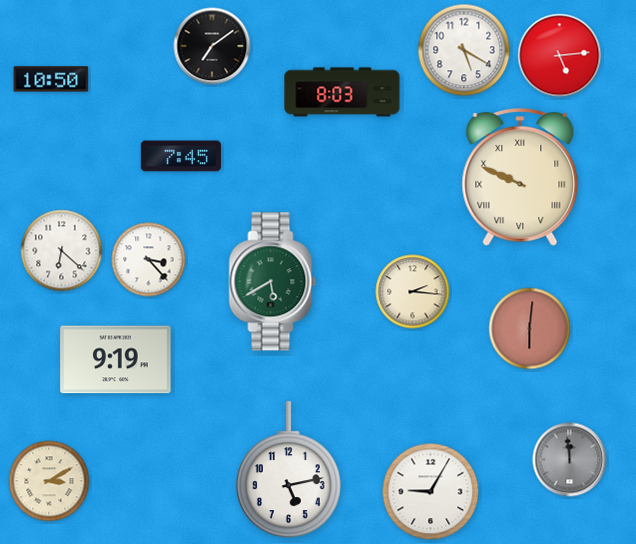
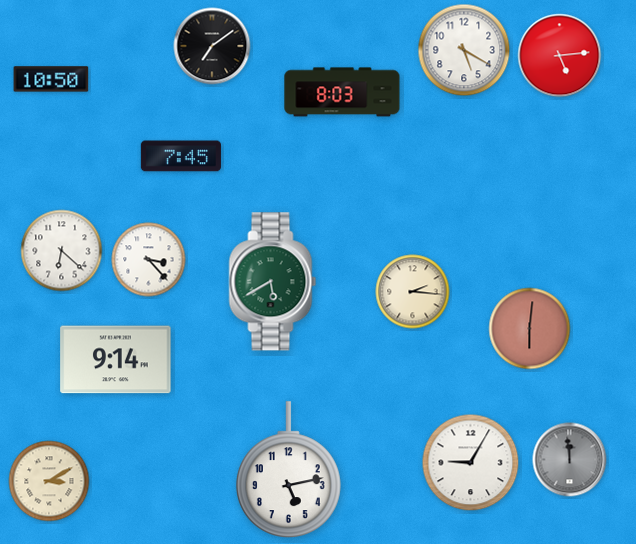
clock at (520, 178): 9:49 -> none
clock at (116, 360): 9:19 -> 9:14
clock at (431, 492) position: (431, 492) -> (471, 463)
